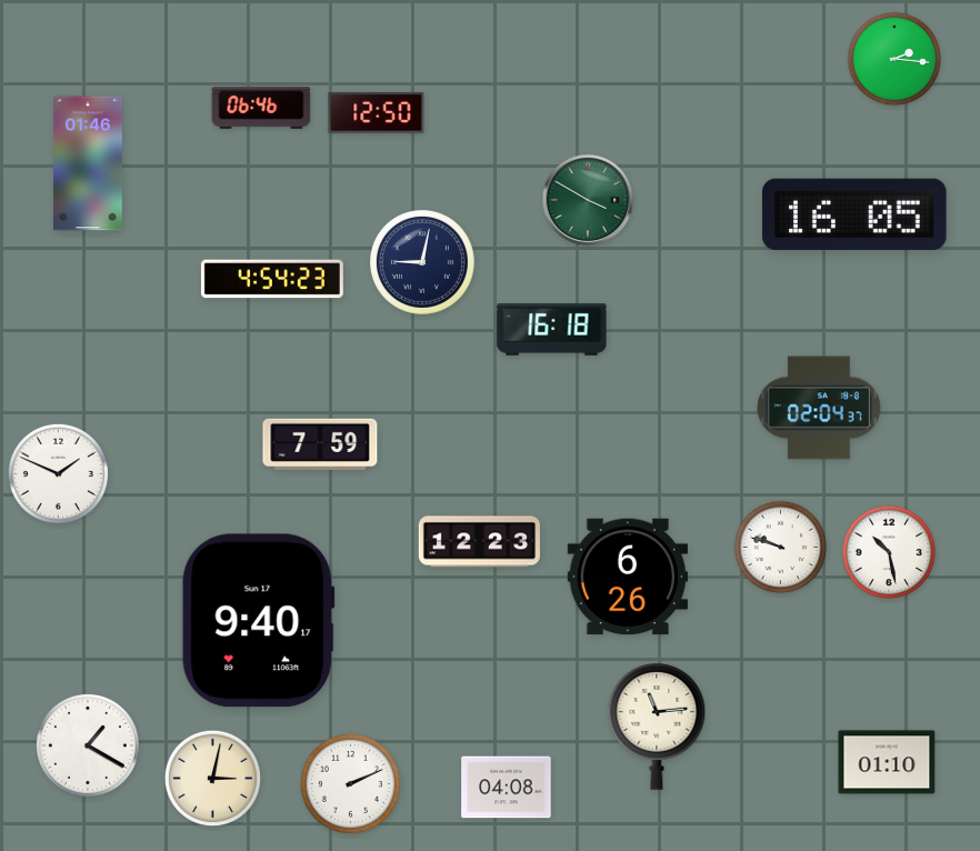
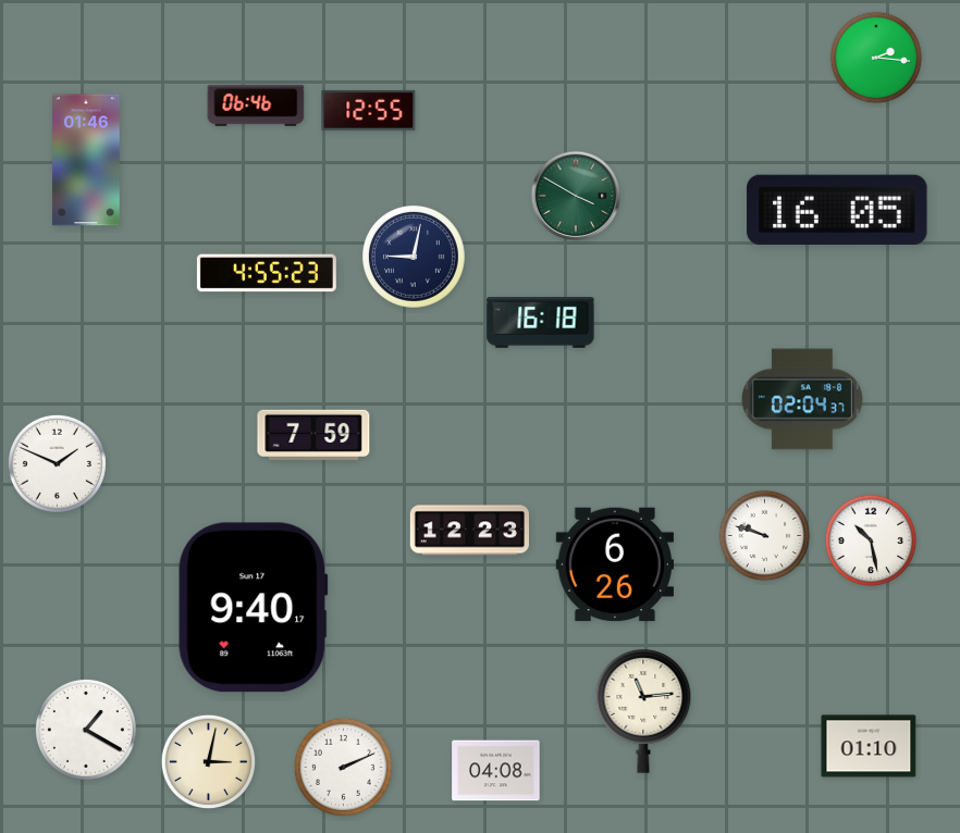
clock at (377, 112): 12:50 -> 12:55
clock at (272, 279): 4:54 -> 4:55
